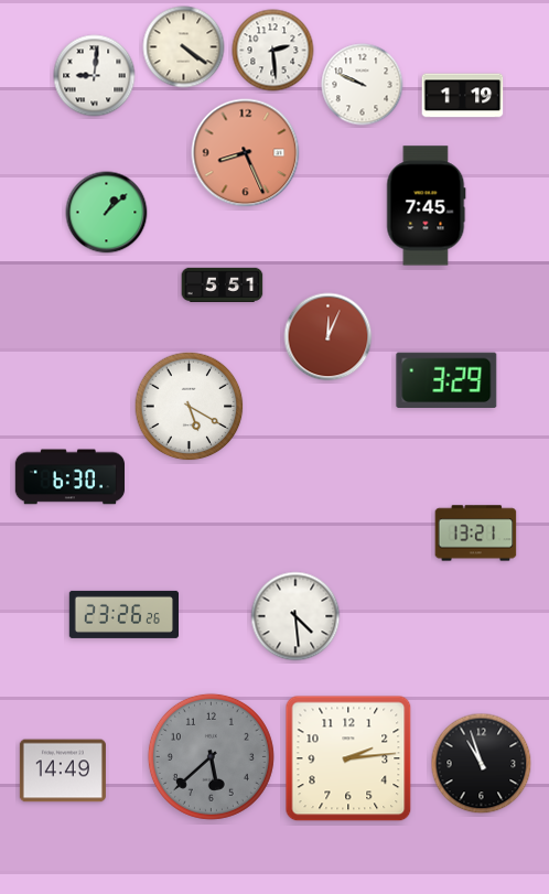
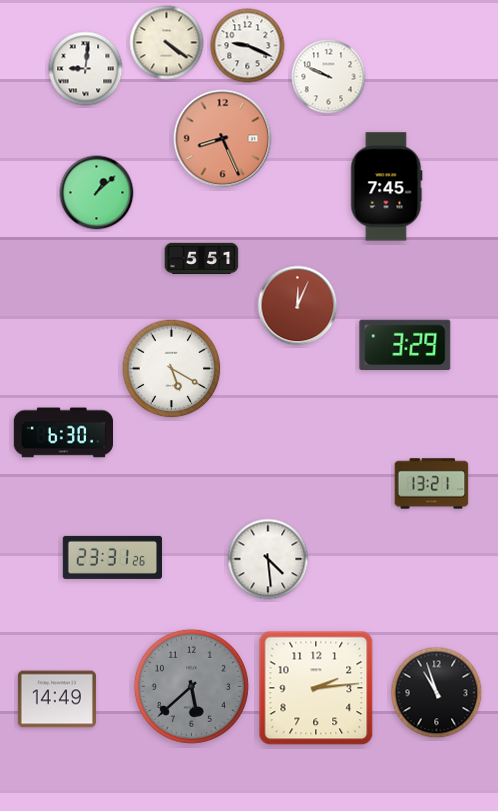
clock at (273, 51): 2:29 -> 9:19
clock at (463, 96): 1:19 -> none
clock at (123, 614): 23:26 -> 23:31
